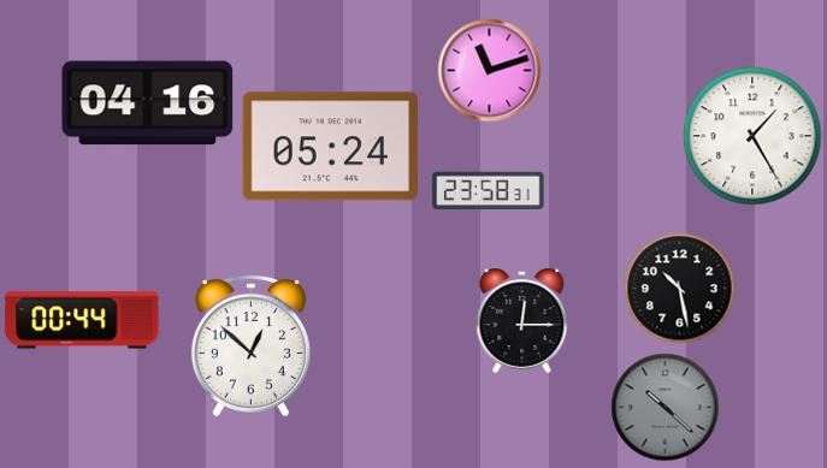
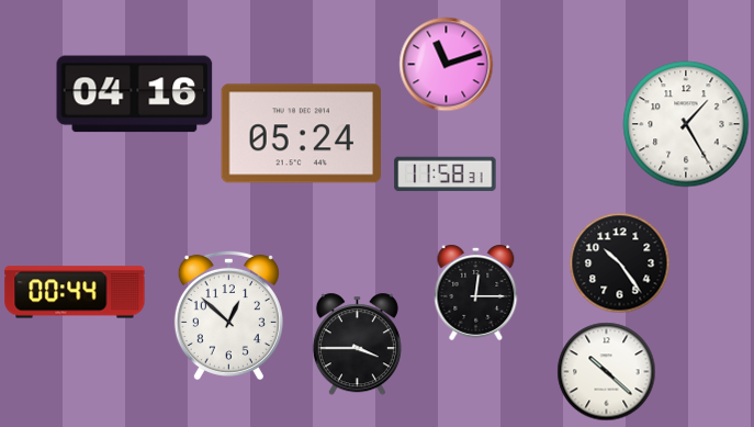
clock at (489, 191): 23:58 -> 11:58
clock at (680, 289): 10:28 -> 10:24
clock at (357, 345): none -> 3:45
clock at (666, 408) dial: grey -> white
